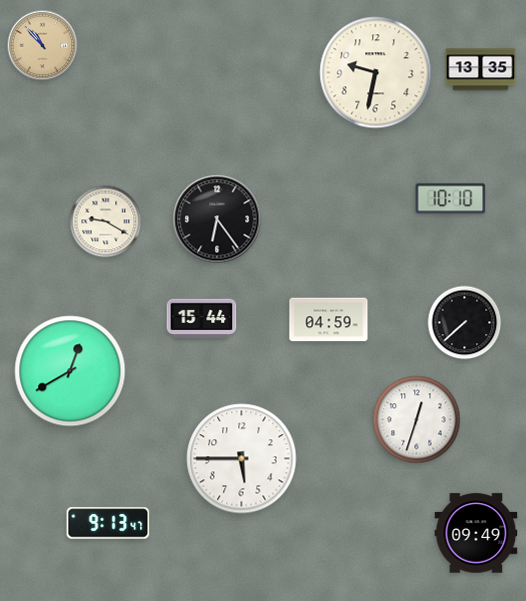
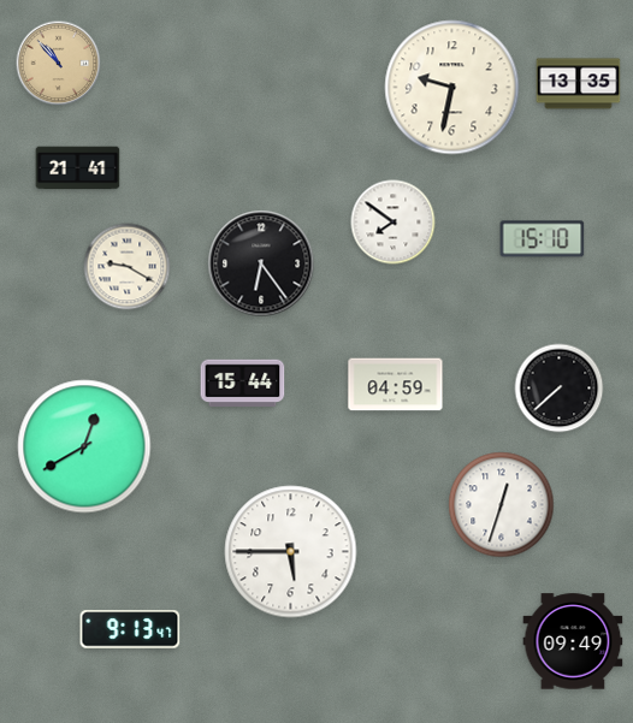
clock at (43, 46) position: (43, 46) -> (59, 64)
clock at (78, 168): none -> 21:41
clock at (394, 223): none -> 7:51
clock at (451, 199): 10:10 -> 15:10
